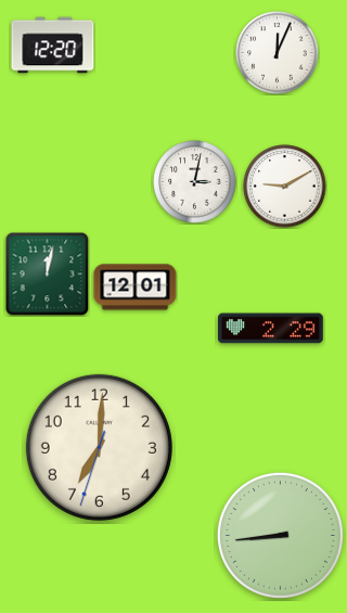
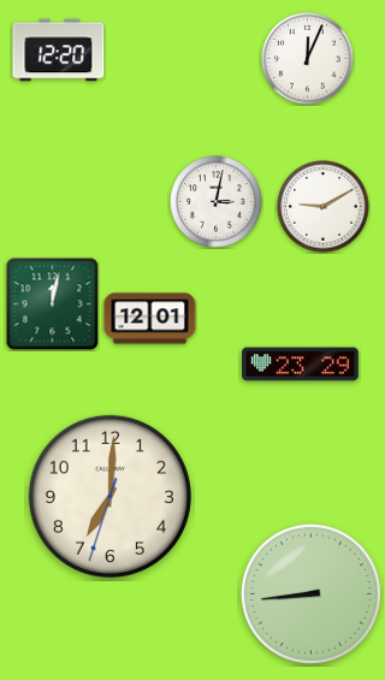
clock at (285, 187) position: (285, 187) -> (324, 207)
clock at (271, 329): 2:29 -> 23:29
